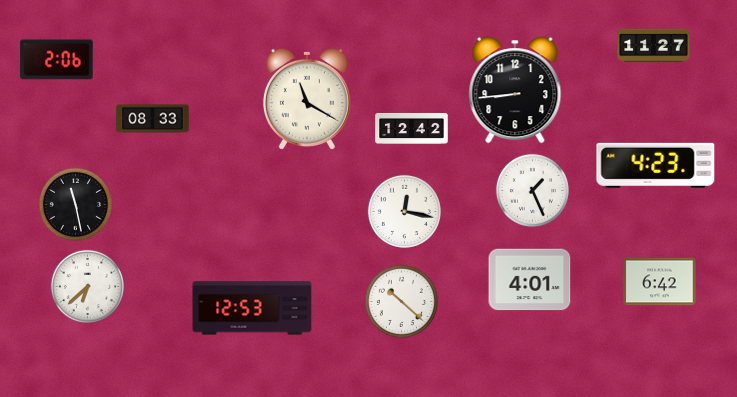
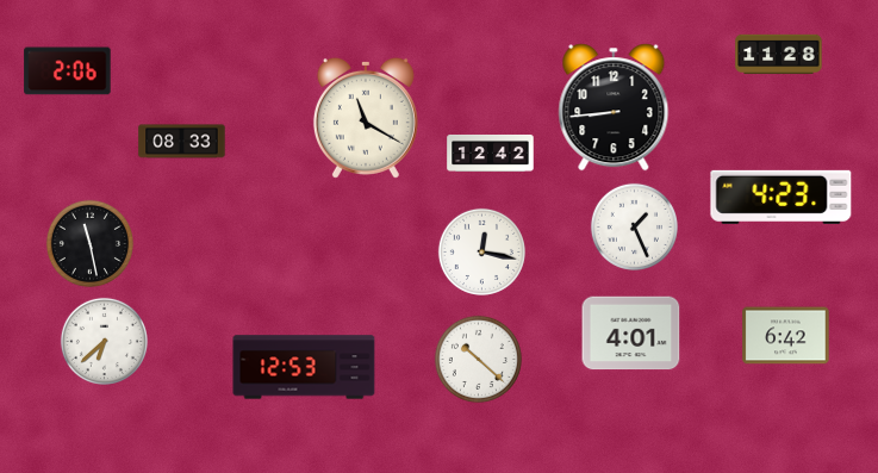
clock at (654, 46): 11:27 -> 11:28
clock at (252, 308) position: (252, 308) -> (304, 367)
